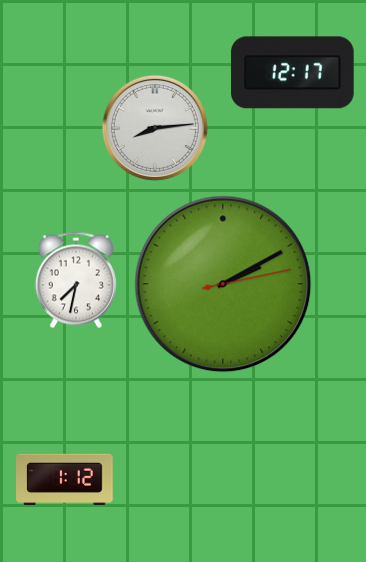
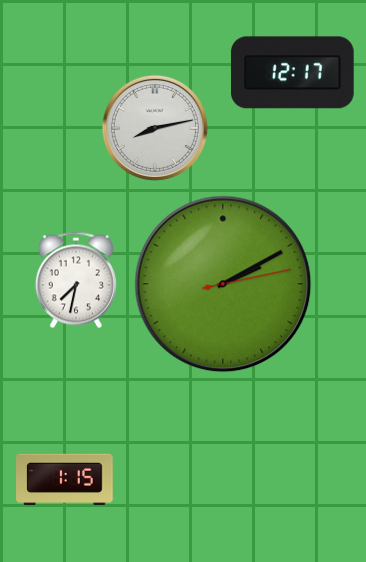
clock at (155, 128): 8:14 -> 8:13
clock at (65, 480): 1:12 -> 1:15
